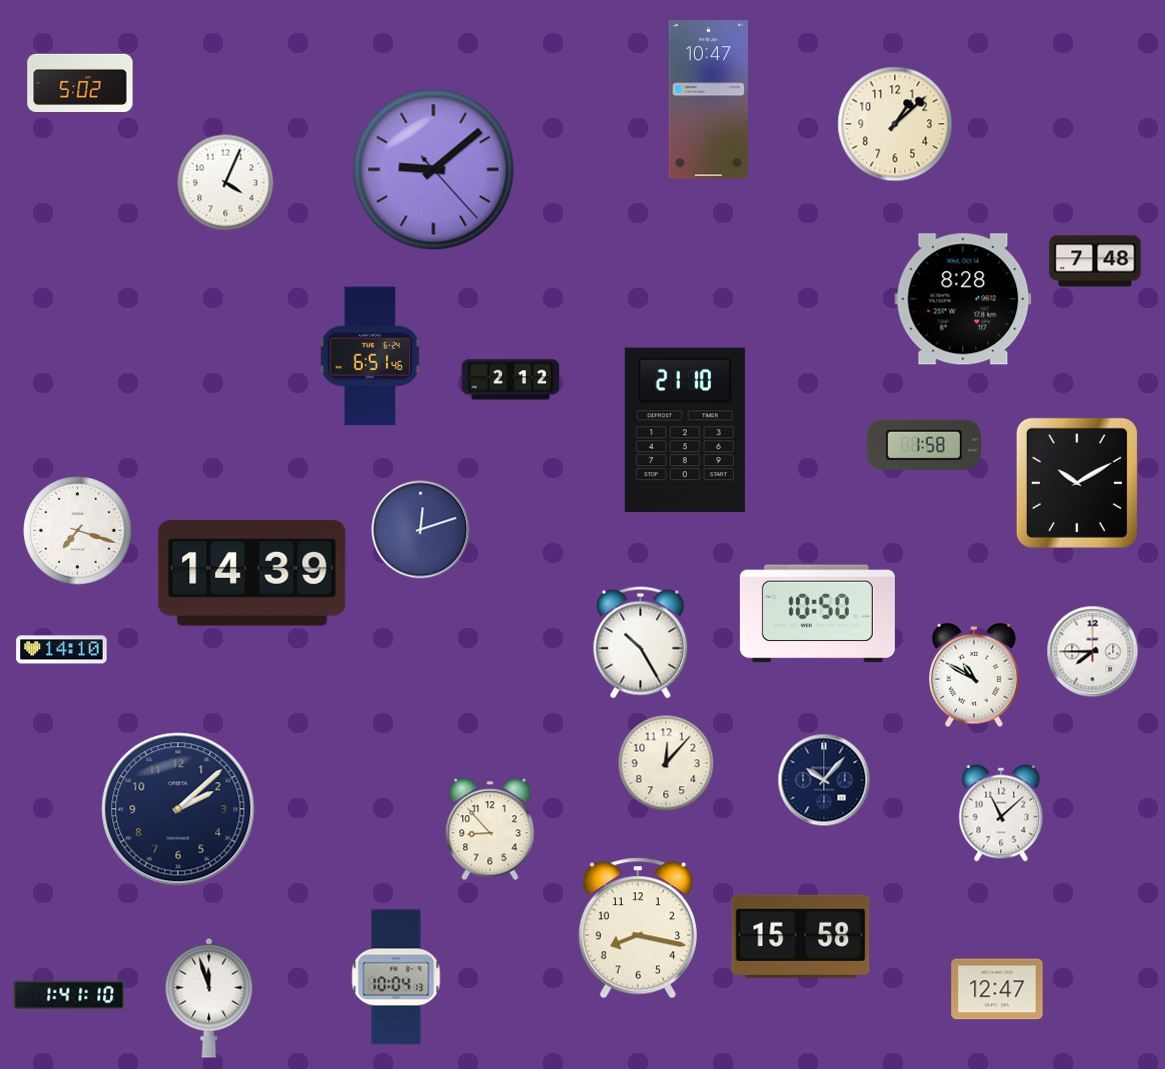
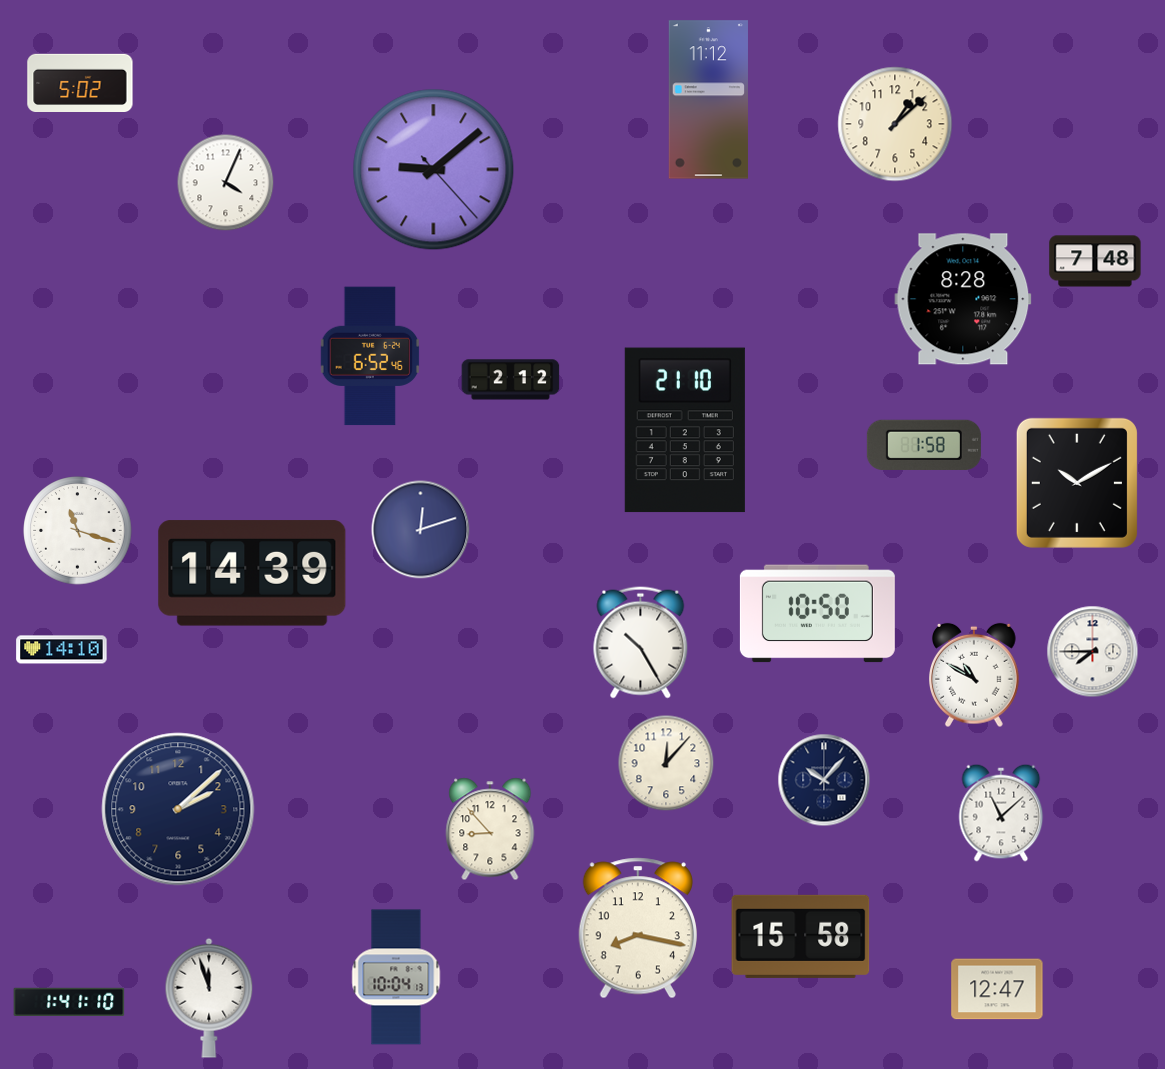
clock at (708, 100): 10:47 -> 11:12
clock at (370, 356): 6:51 -> 6:52
clock at (78, 531): 7:18 -> 11:18
clock at (69, 994) position: (69, 994) -> (69, 1001)
